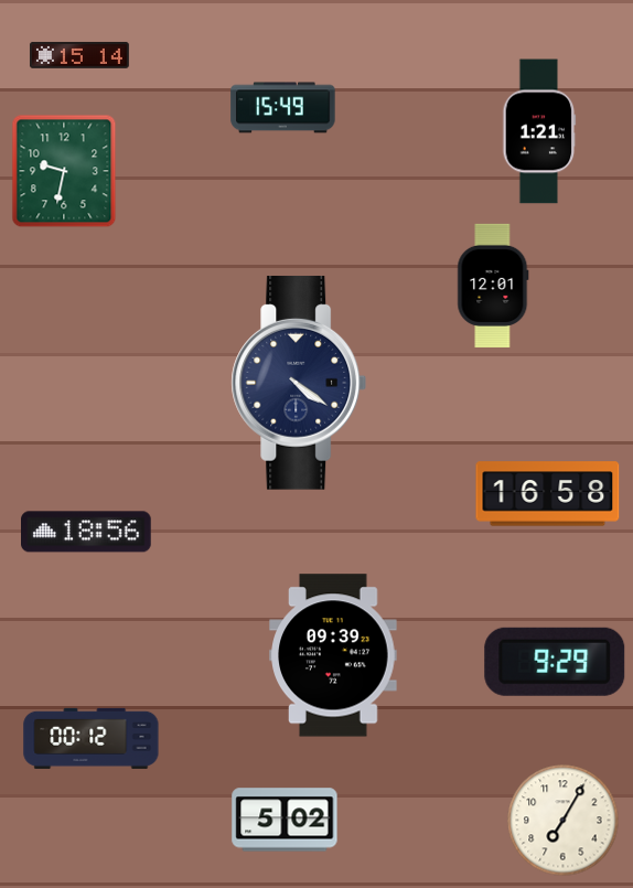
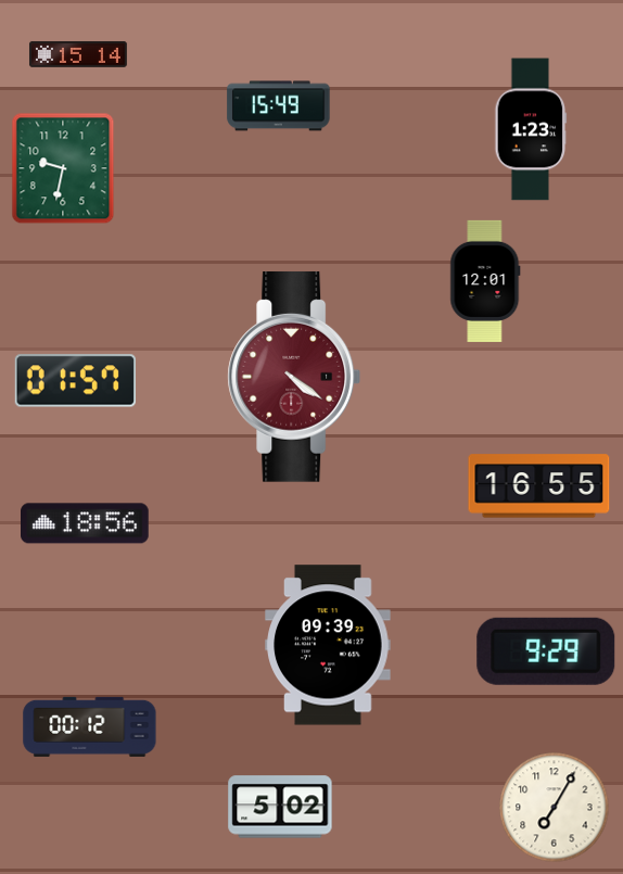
clock at (539, 131): 1:21 -> 1:23
clock at (299, 383) dial: navy -> burgundy
clock at (75, 381): none -> 01:57
clock at (548, 494): 16:58 -> 16:55
